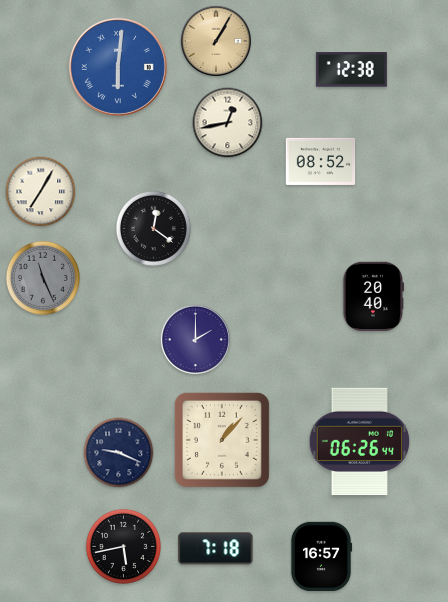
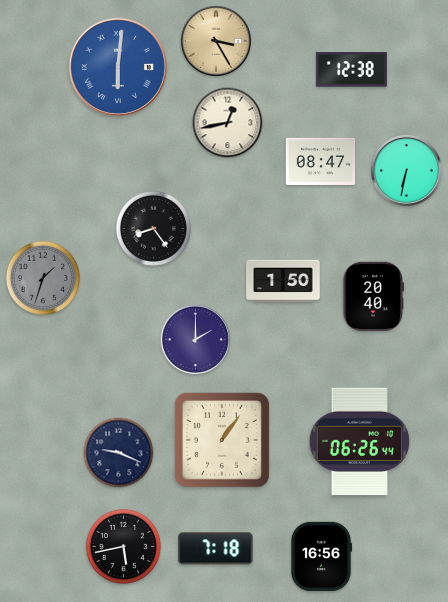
clock at (216, 41): 1:05 -> 3:25
clock at (321, 161): 08:52 -> 08:47
clock at (406, 170): none -> 6:32
clock at (41, 192): 7:05 -> none
clock at (153, 228): 12:21 -> 8:24
clock at (43, 278): 11:26 -> 1:33
clock at (283, 281): none -> 1:50
clock at (222, 440): 1:07 -> 1:06
clock at (321, 557): 16:57 -> 16:56
